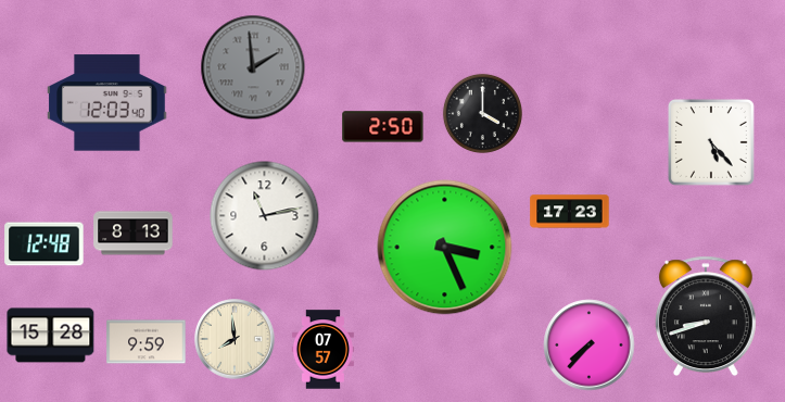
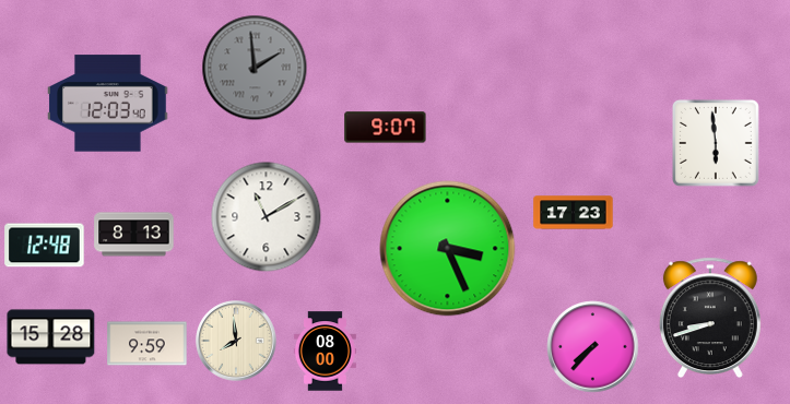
clock at (482, 113): 4:00 -> none
clock at (383, 127): 2:50 -> 9:07
clock at (711, 142): 5:23 -> 5:59
clock at (265, 216): 11:13 -> 11:10
clock at (322, 350): 07:57 -> 08:00
